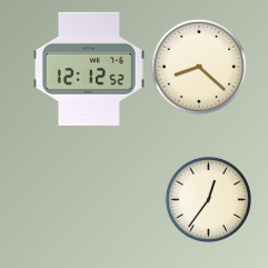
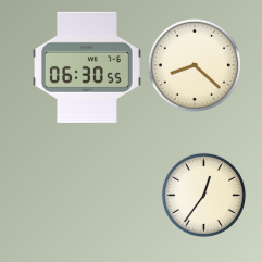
clock at (90, 69): 12:12 -> 06:30
